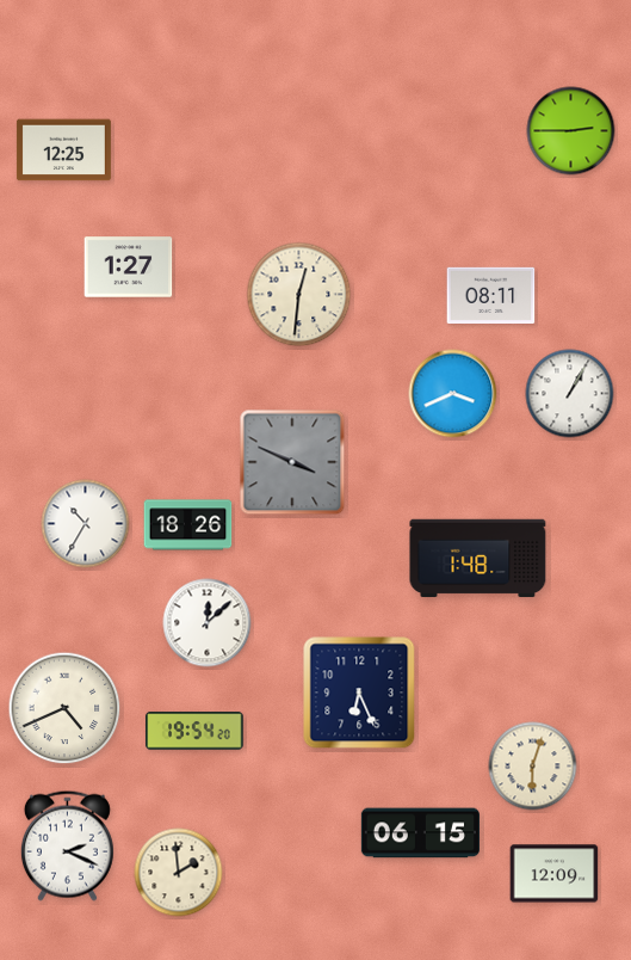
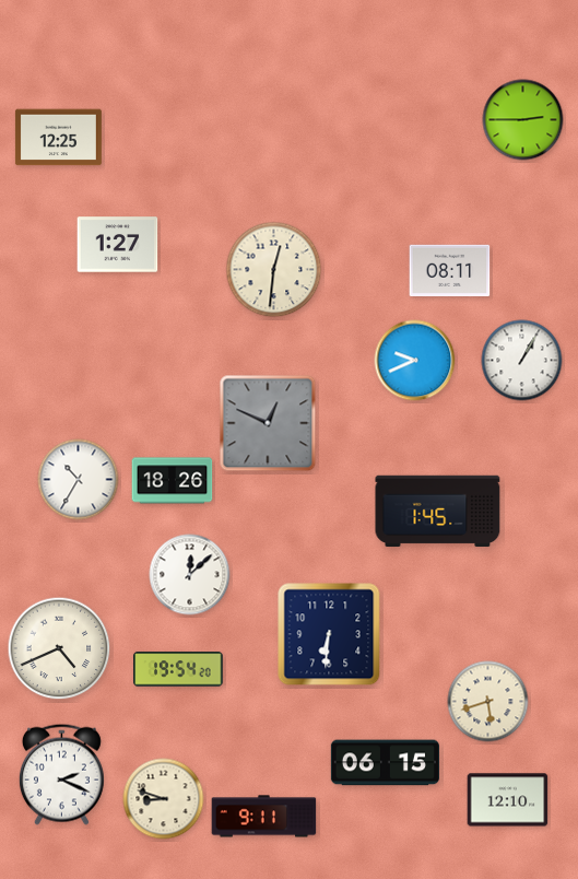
clock at (453, 394): 3:41 -> 9:41
clock at (292, 462): 3:49 -> 12:49
clock at (478, 559): 1:48 -> 1:45
clock at (208, 623) position: (208, 623) -> (190, 575)
clock at (359, 693): 6:26 -> 6:31
clock at (533, 767): 6:03 -> 5:42
clock at (179, 873): 1:59 -> 8:48
clock at (555, 874): 12:09 -> 12:10
clock at (264, 817): none -> 9:11
